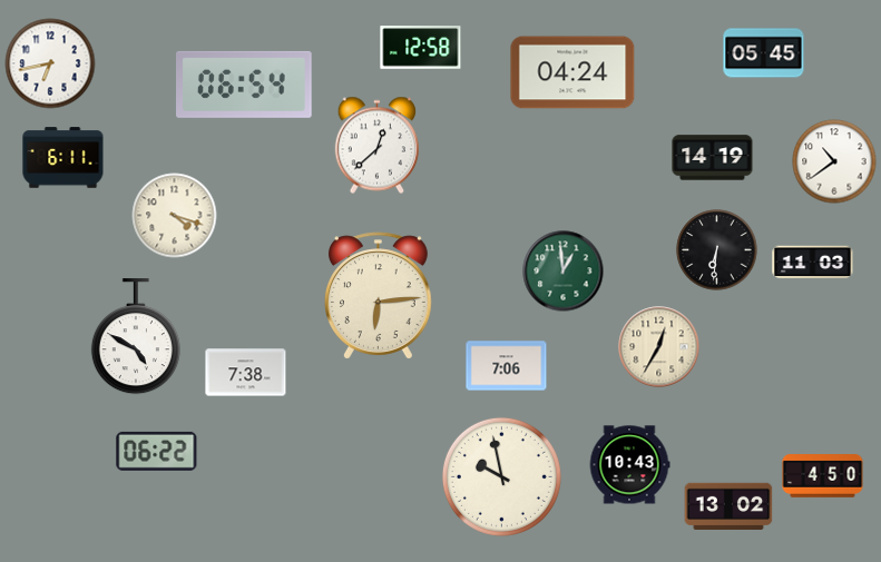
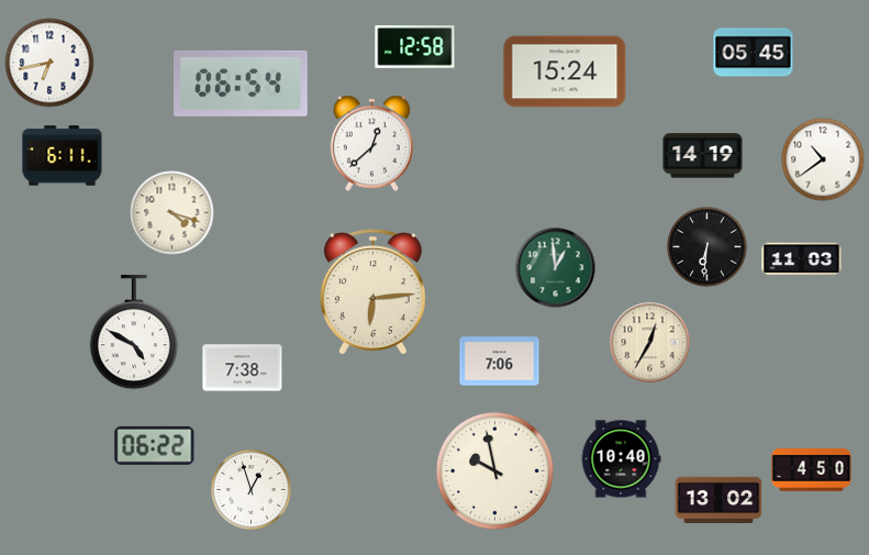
clock at (572, 72): 04:24 -> 15:24
clock at (629, 465): 10:43 -> 10:40
clock at (252, 490): none -> 12:57
